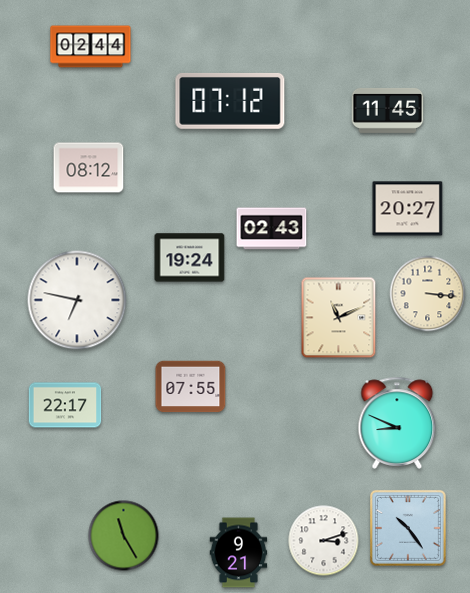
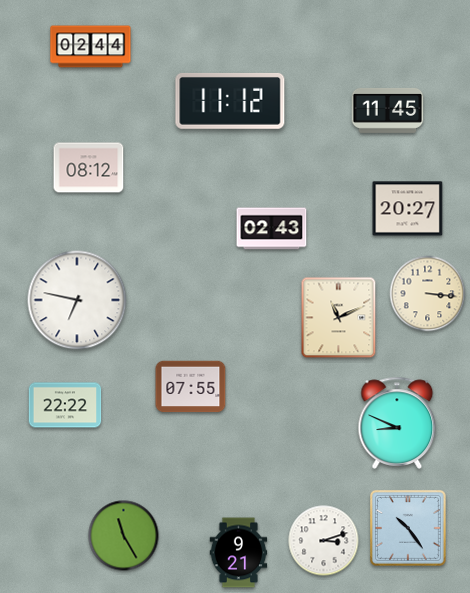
clock at (230, 101): 07:12 -> 11:12
clock at (190, 258): 19:24 -> none
clock at (65, 405): 22:17 -> 22:22
